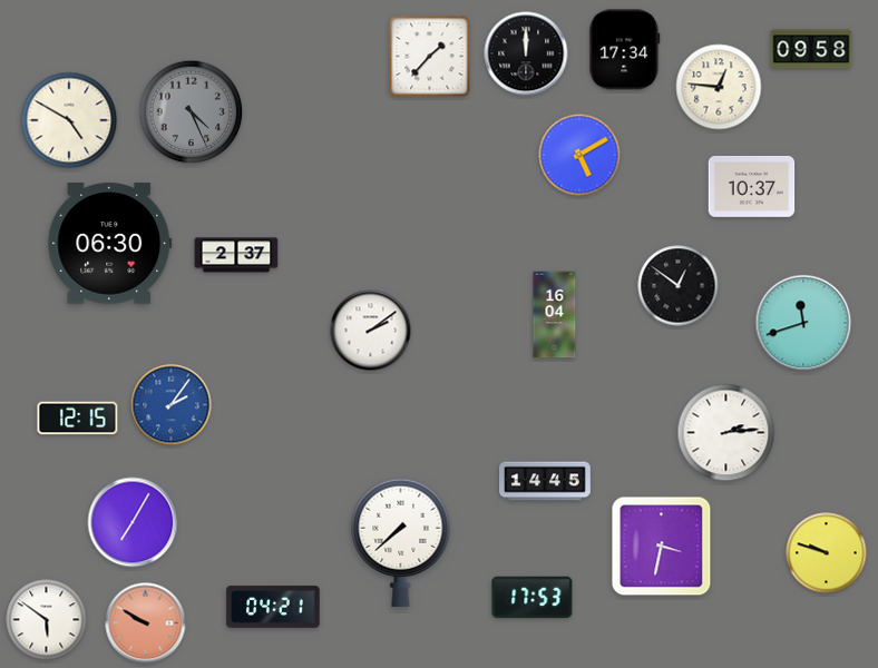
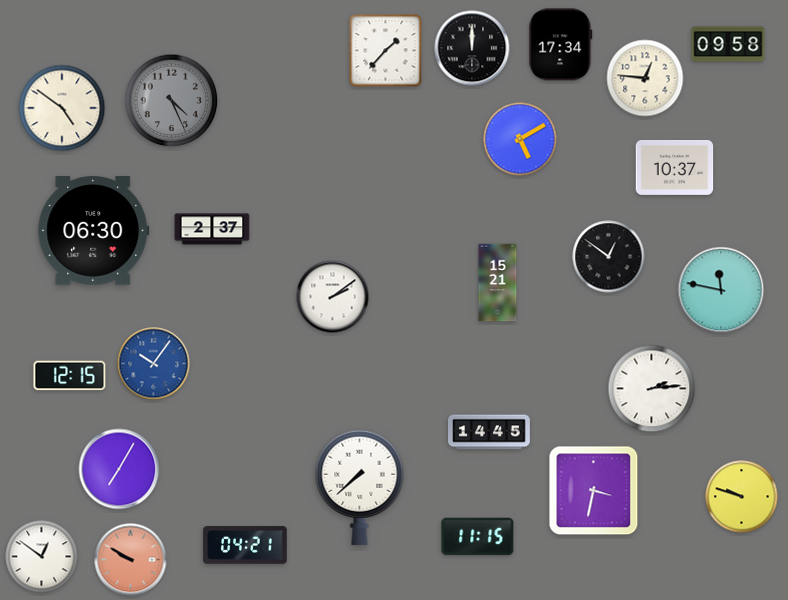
clock at (69, 120): 4:50 -> 4:51
clock at (110, 244) position: (110, 244) -> (94, 231)
clock at (555, 315): 16:04 -> 15:21
clock at (803, 323): 11:42 -> 11:47
clock at (172, 405): 2:06 -> 10:06
clock at (533, 598): 17:53 -> 11:15
clock at (47, 620): 5:51 -> 12:51
